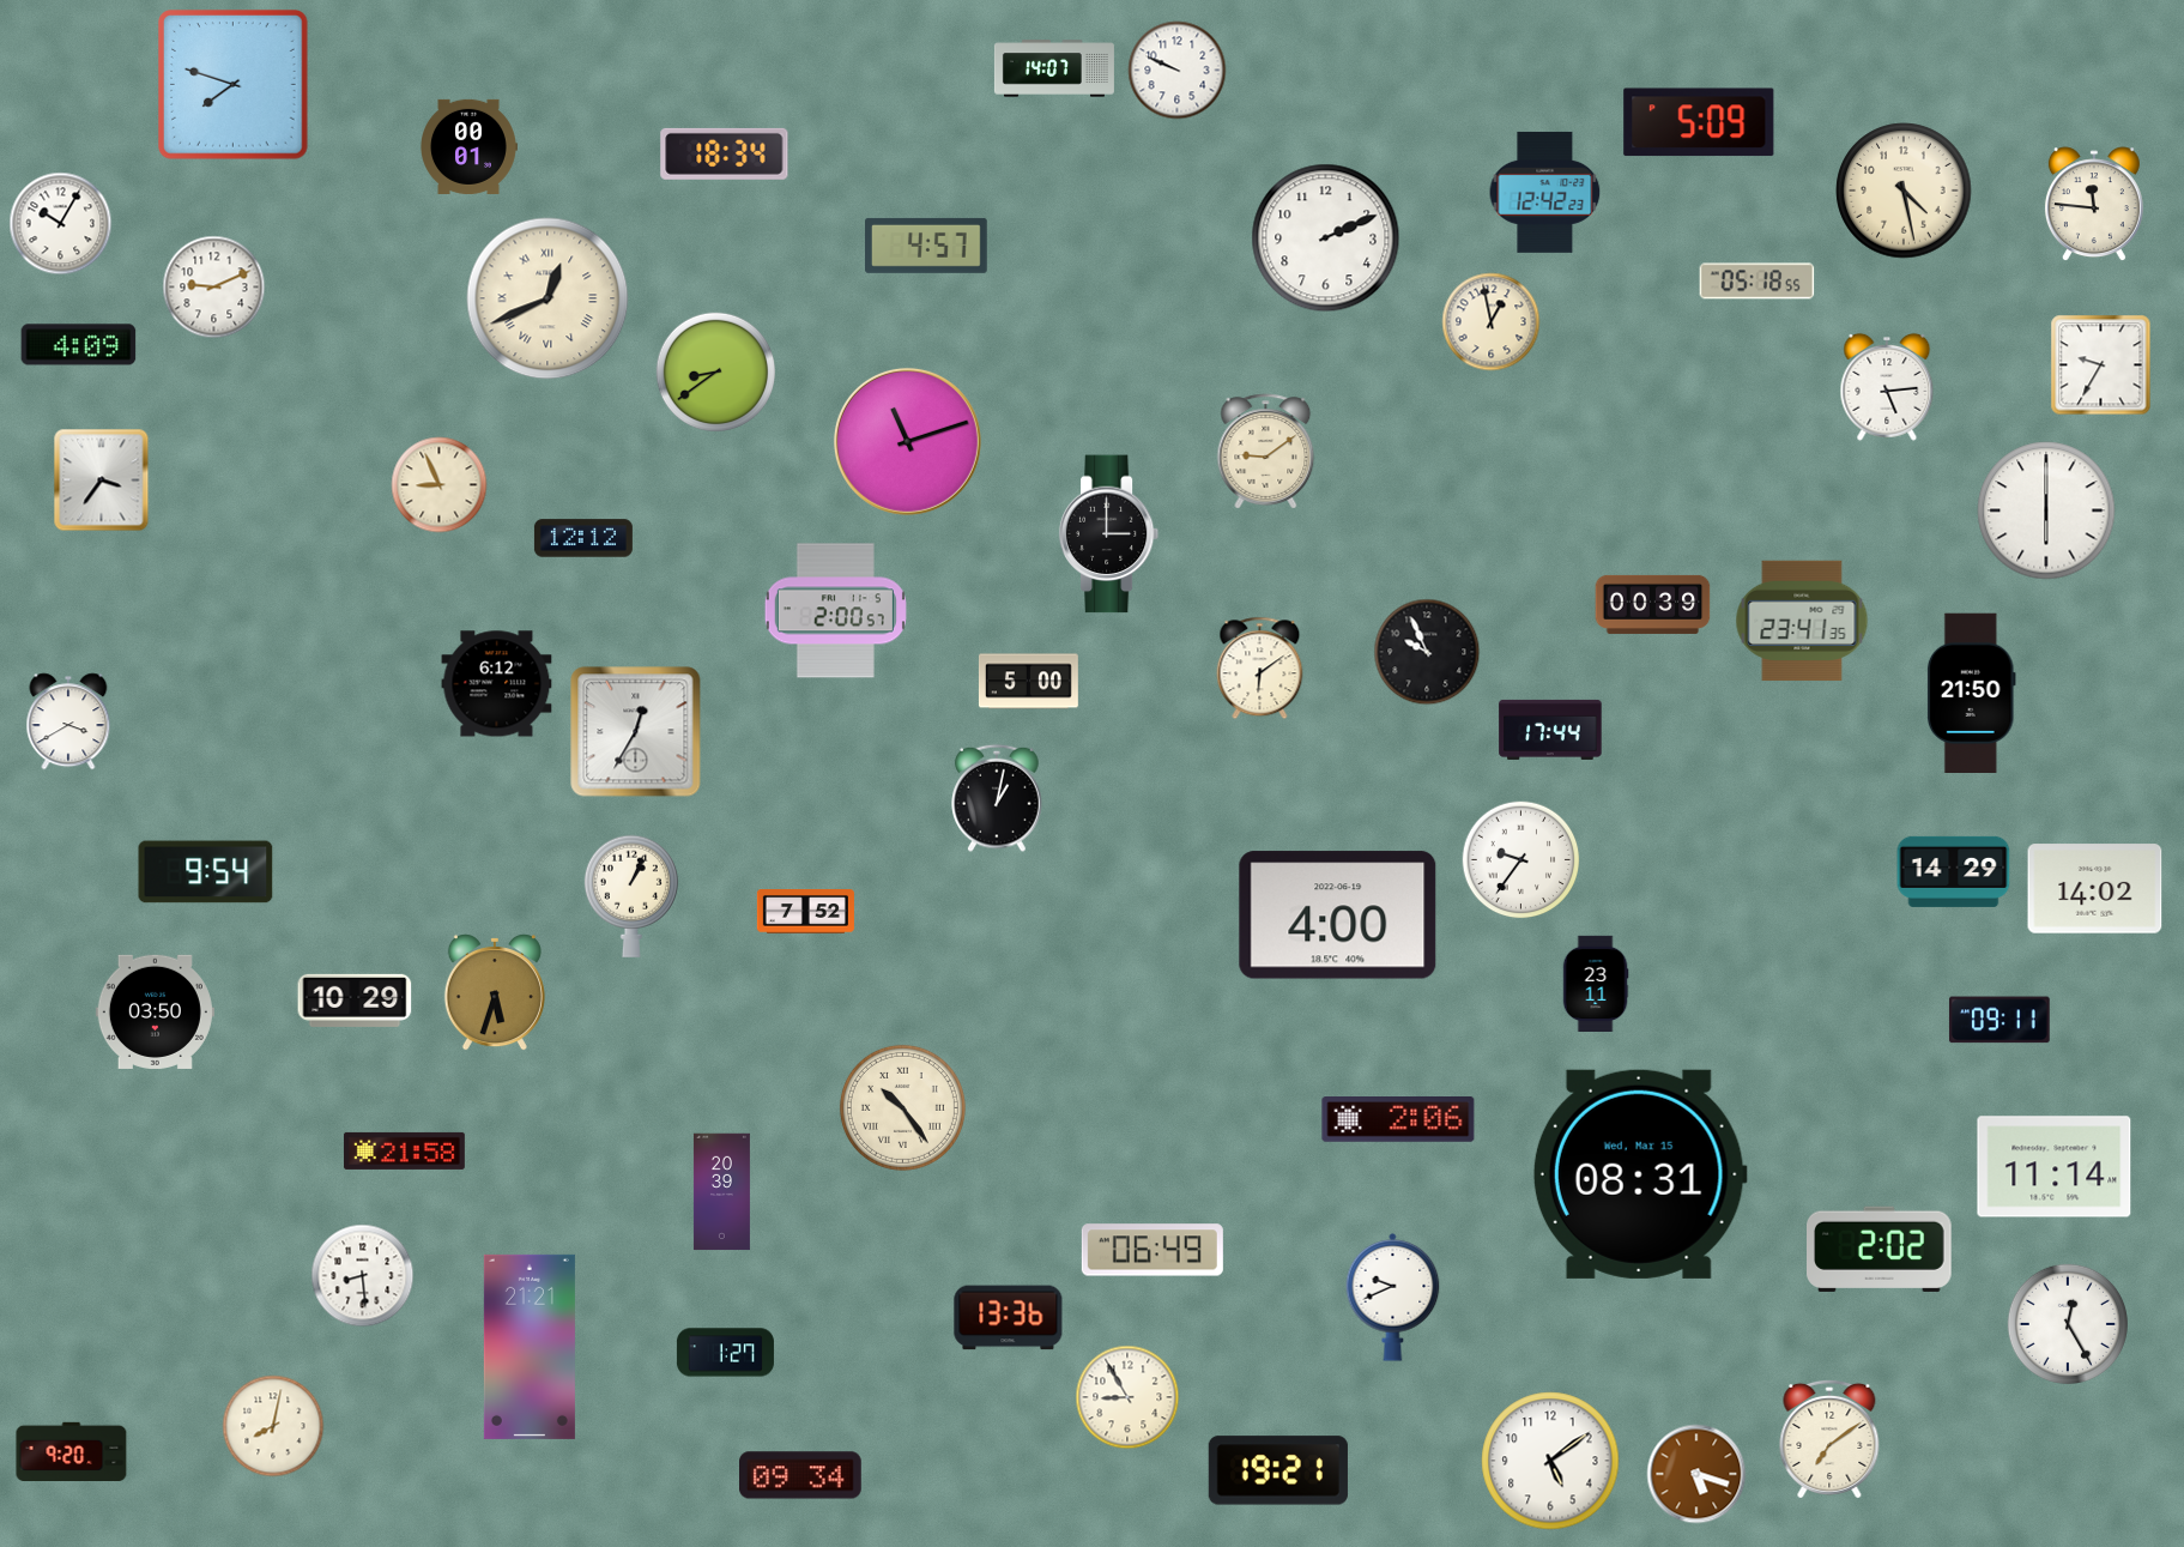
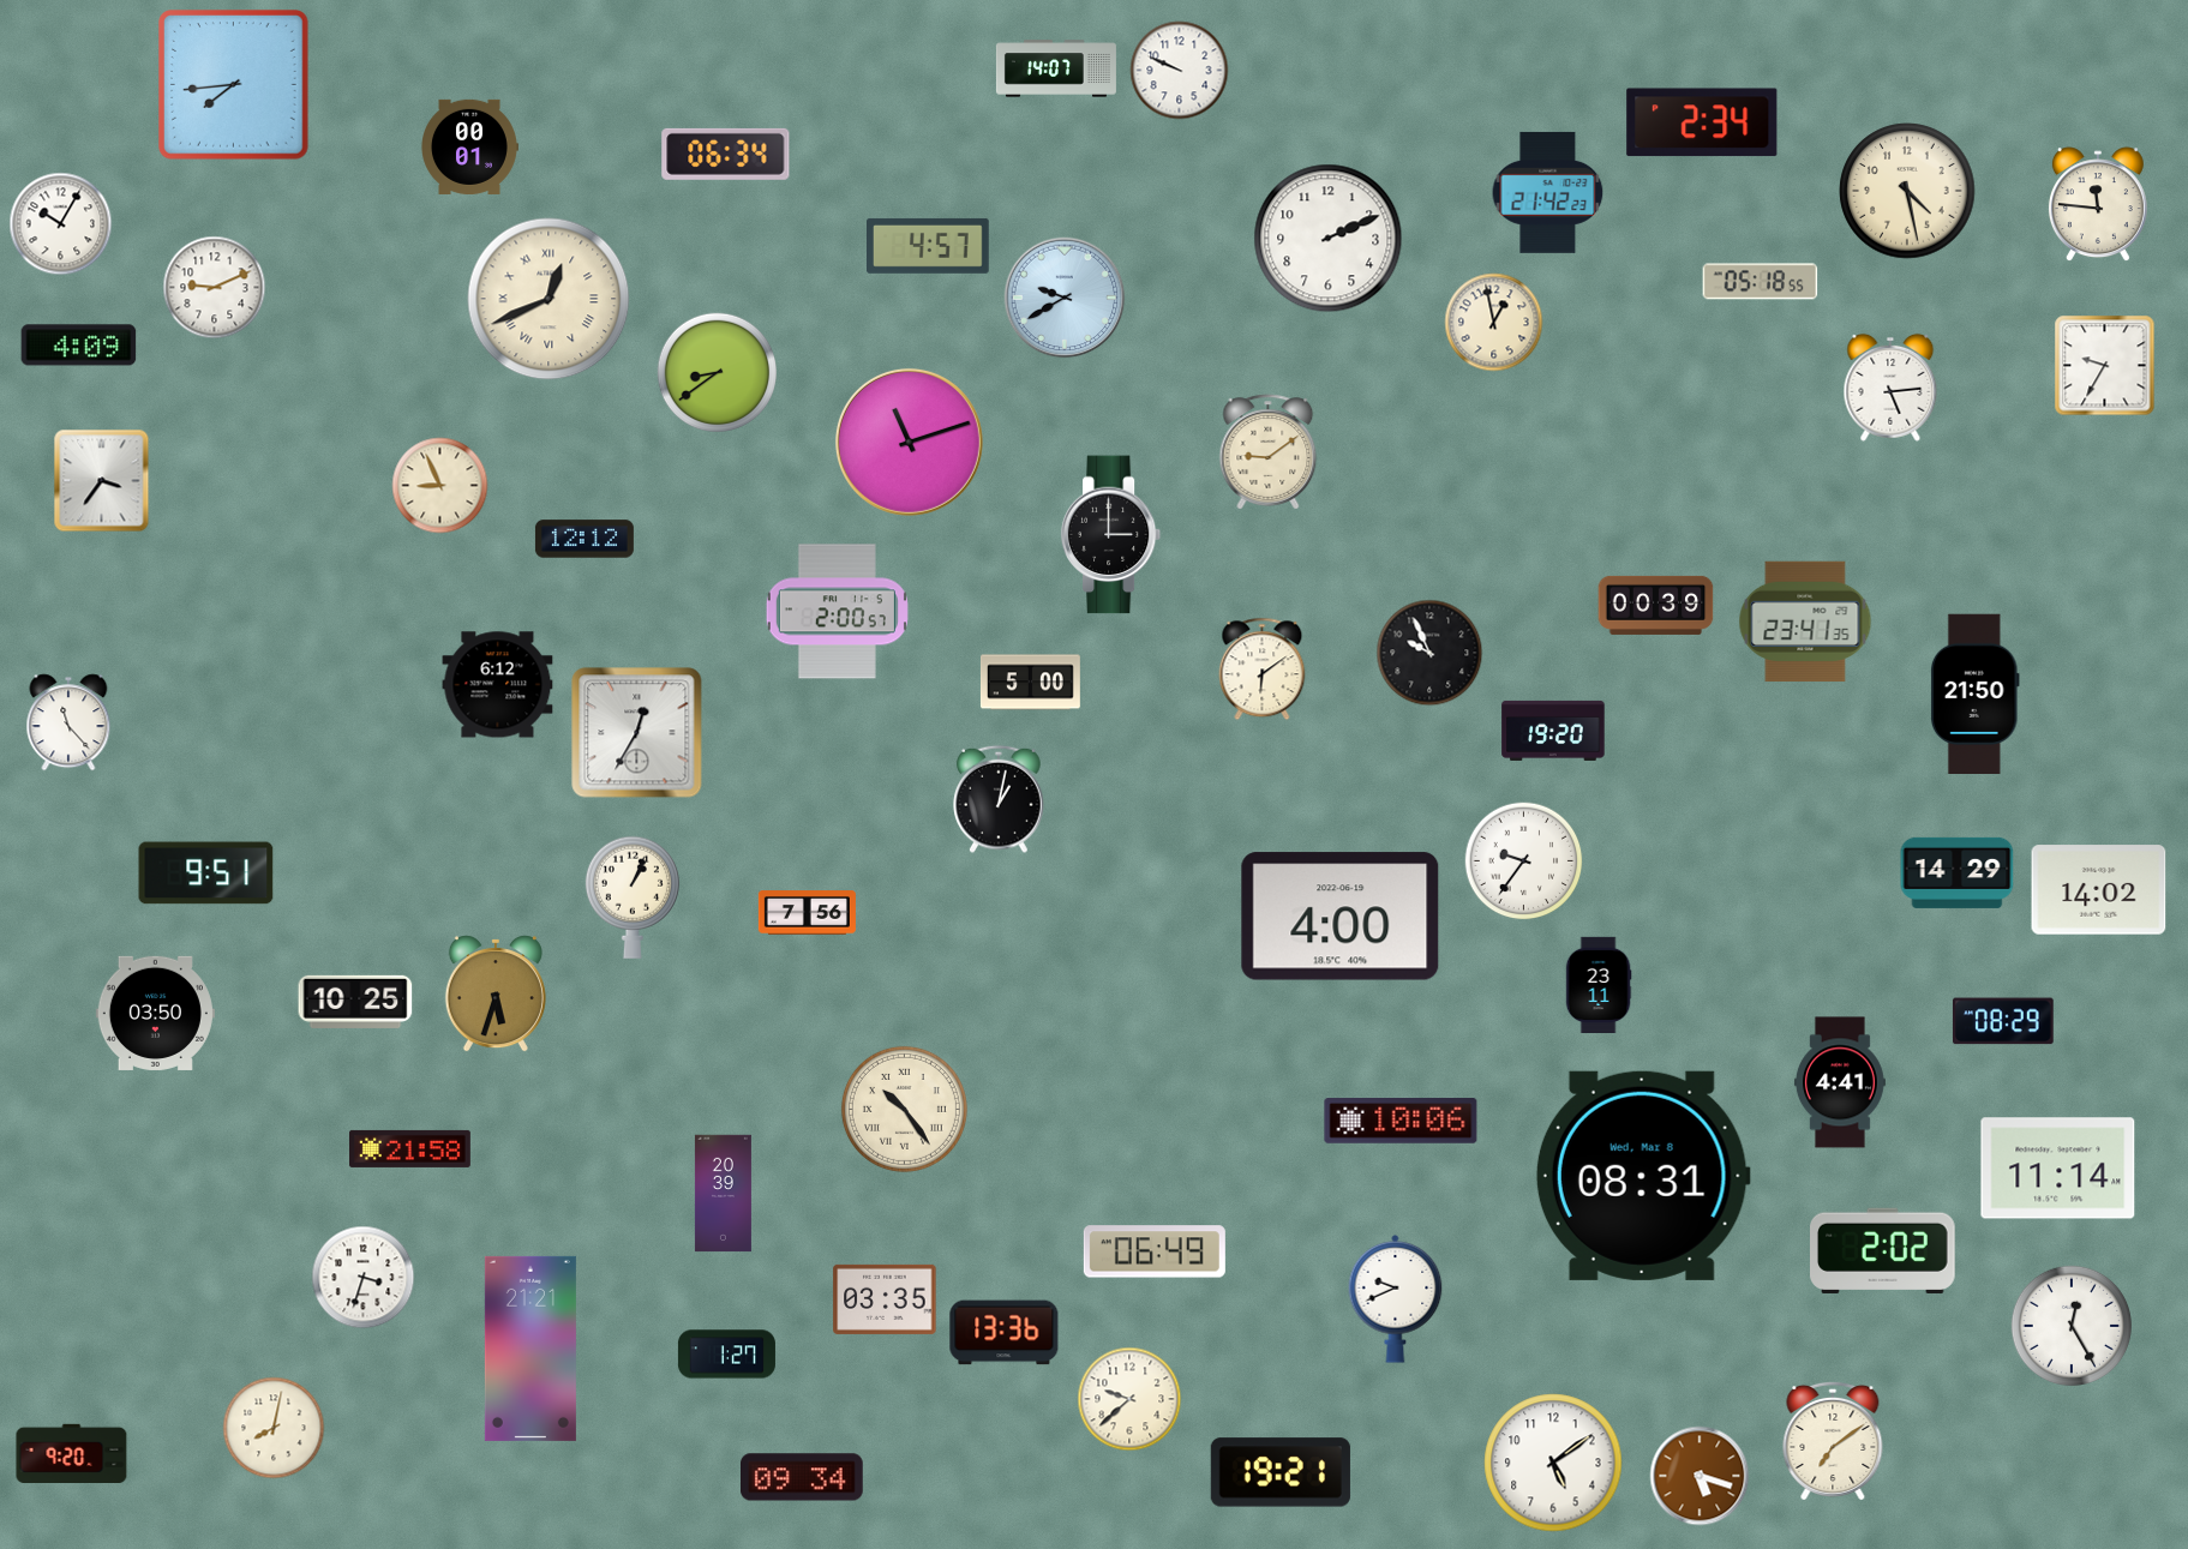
clock at (234, 85): 7:48 -> 7:44
clock at (1699, 122): 5:09 -> 2:34
clock at (725, 153): 18:34 -> 06:34
clock at (1545, 192): 12:42 -> 21:42
clock at (1065, 298): none -> 9:40
clock at (2046, 510): 6:00 -> none
clock at (68, 721): 3:40 -> 11:23
clock at (1550, 730): 17:44 -> 19:20
clock at (206, 872): 9:54 -> 9:51
clock at (805, 912): 7:52 -> 7:56
clock at (355, 1001): 10:29 -> 10:25
clock at (2000, 1020): 09:11 -> 08:29
clock at (1840, 1082): none -> 4:41
clock at (1398, 1119): 2:06 -> 10:06
clock at (404, 1150) position: (404, 1150) -> (409, 1148)
clock at (1640, 1174) date: Wed, Mar 15 -> Wed, Mar 8
clock at (363, 1276): 8:29 -> 3:33
clock at (885, 1299): none -> 03:35
clock at (1009, 1318) position: (1009, 1318) -> (1005, 1333)
clock at (1127, 1397): 8:55 -> 9:38
